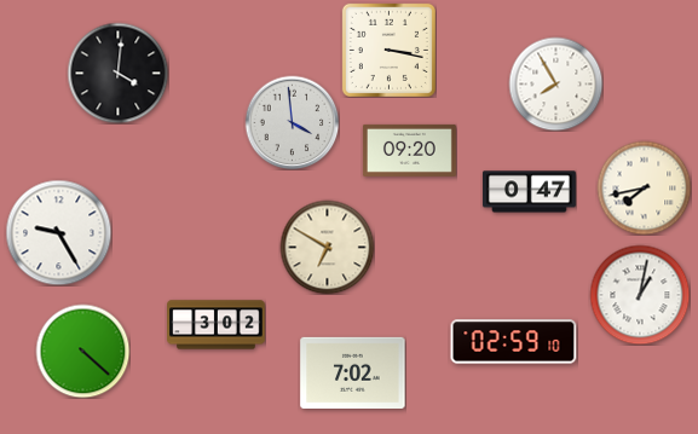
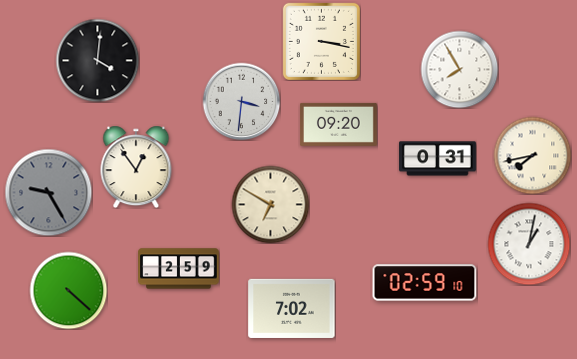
clock at (292, 122): 3:59 -> 3:31
clock at (529, 192): 0:47 -> 0:31
clock at (136, 167): none -> 12:54
clock at (58, 232) dial: white -> grey
clock at (217, 325): 3:02 -> 2:59
